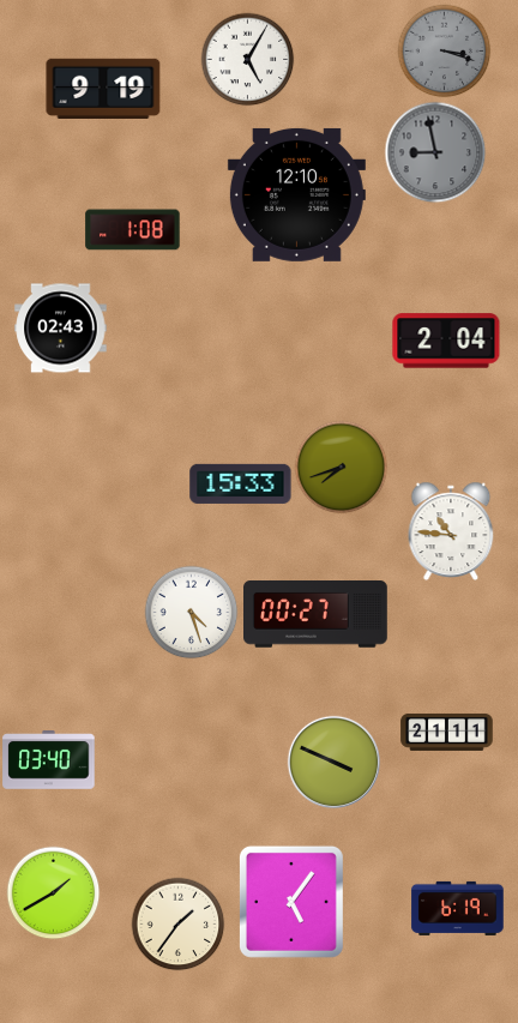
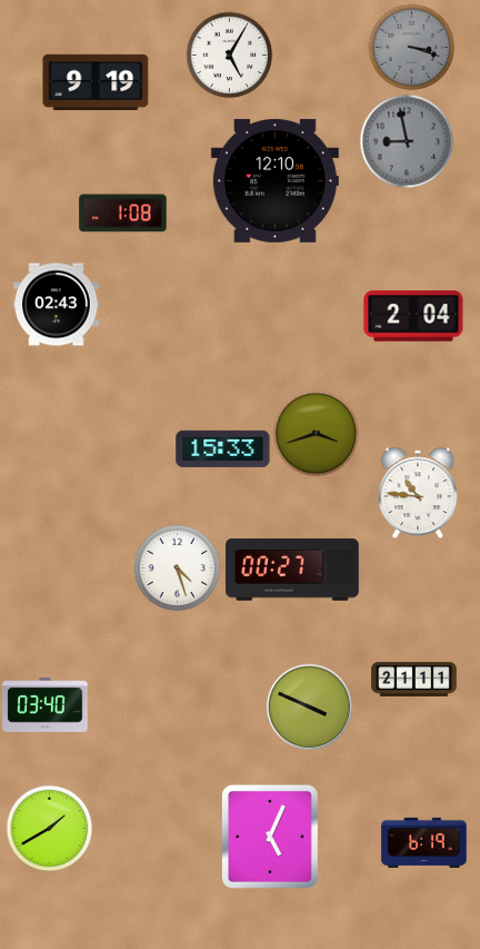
clock at (435, 152) position: (435, 152) -> (407, 141)
clock at (341, 467): 7:42 -> 3:42
clock at (291, 902): 5:06 -> 5:04
clock at (177, 923): 1:36 -> none
